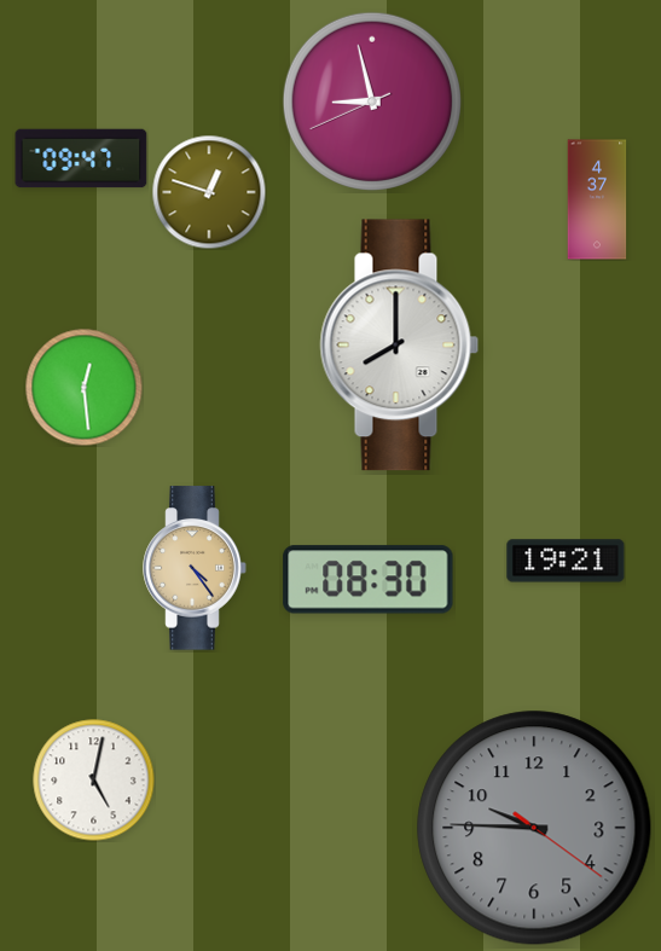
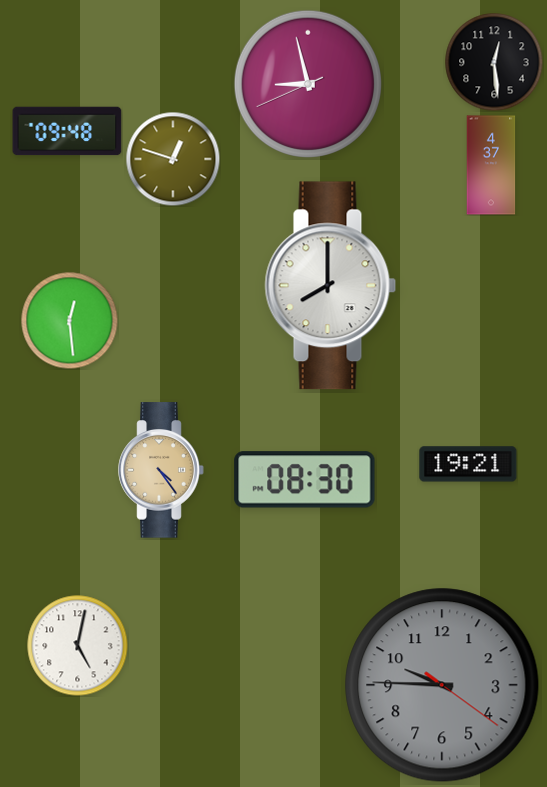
clock at (494, 62): none -> 12:29
clock at (81, 158): 09:47 -> 09:48
clock at (597, 199) position: (597, 199) -> (491, 165)
